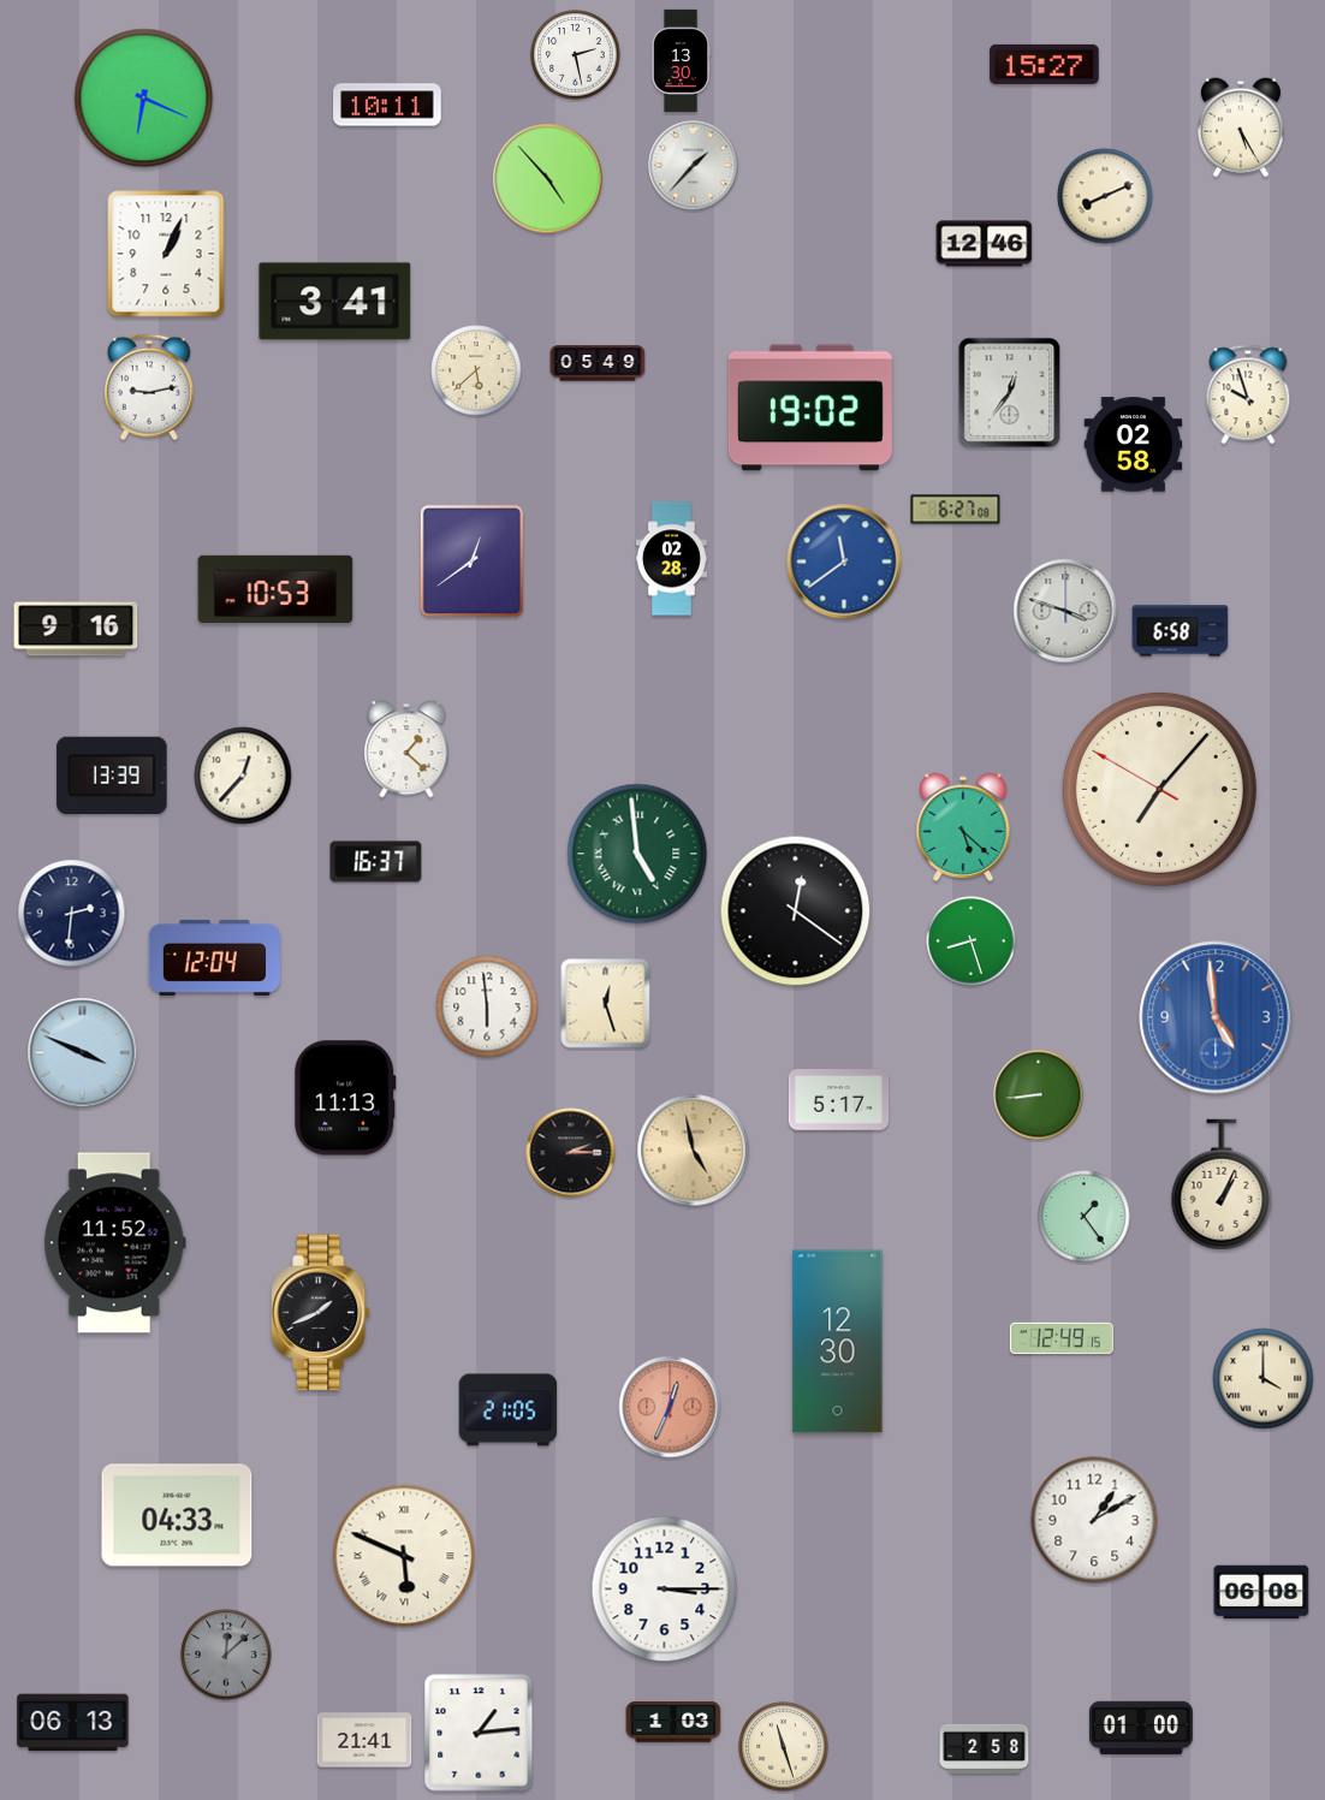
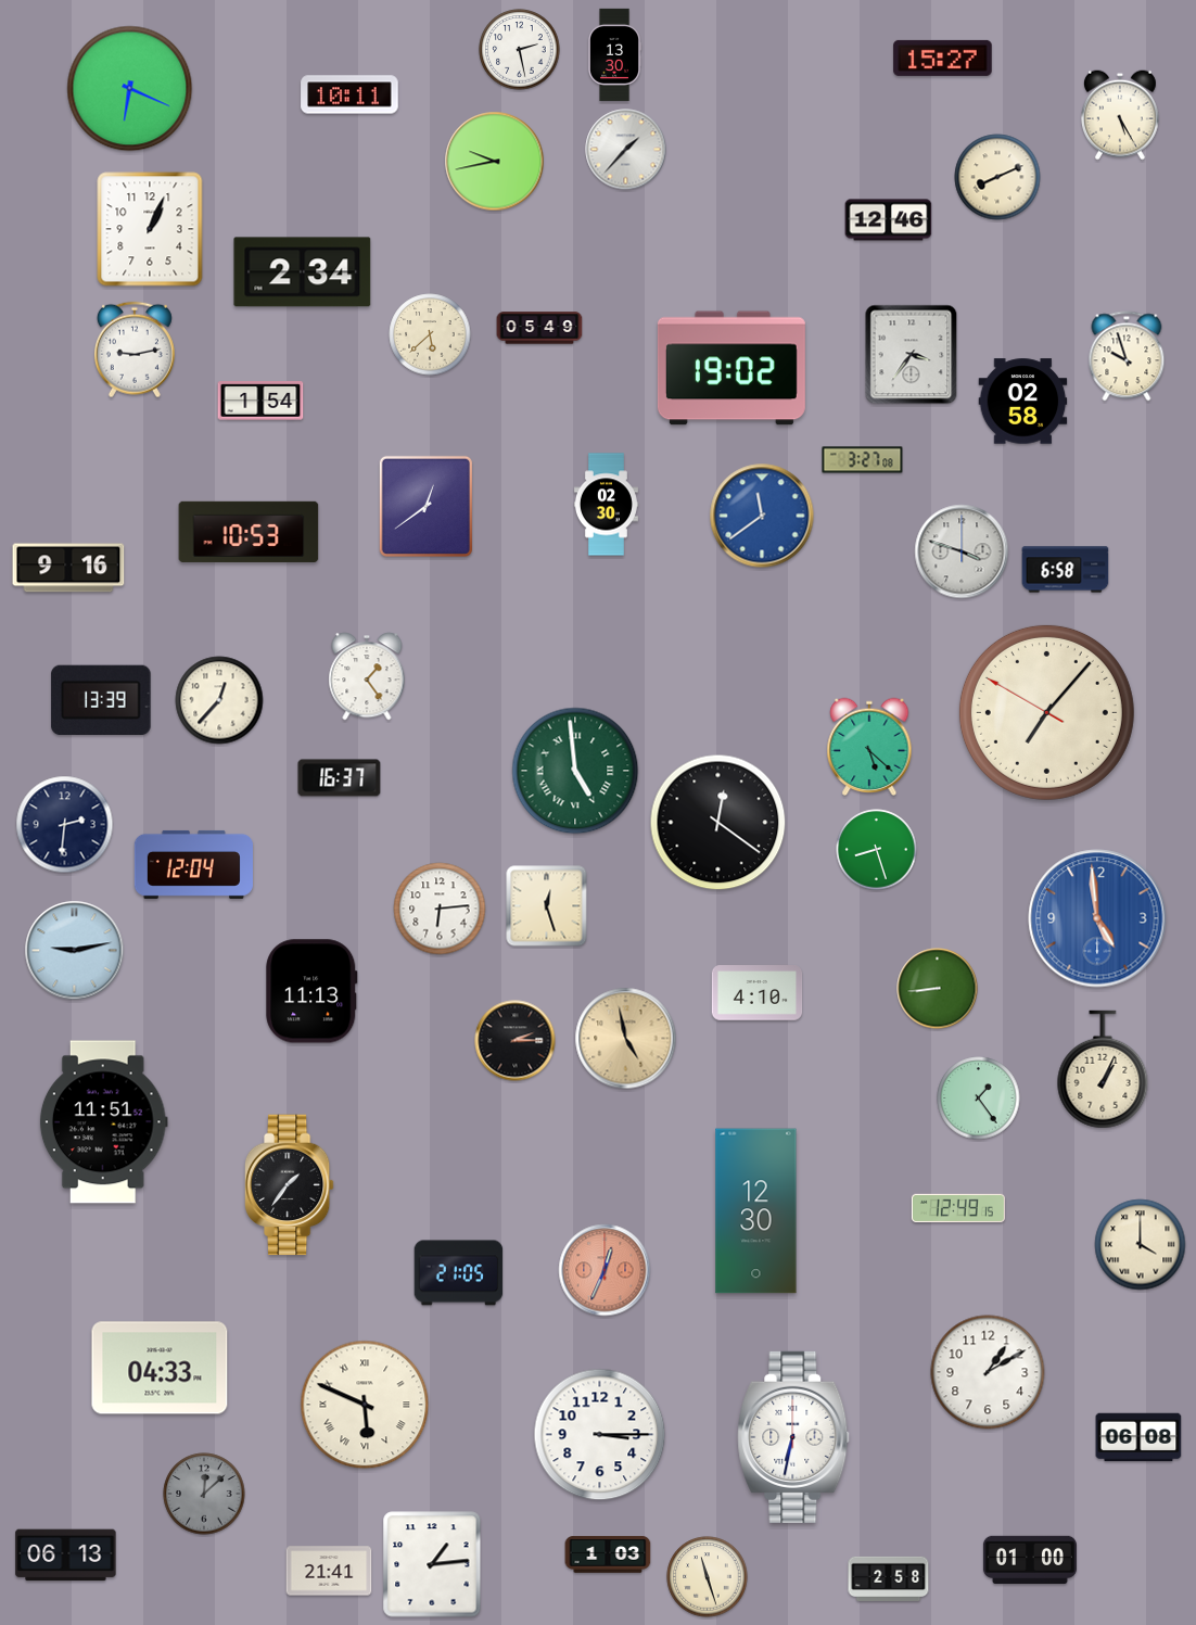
clock at (548, 179): 4:53 -> 9:43
clock at (335, 302): 3:41 -> 2:34
clock at (1010, 393): 12:36 -> 3:36
clock at (260, 401): none -> 1:54
clock at (956, 510): 6:27 -> 3:27
clock at (671, 559): 02:28 -> 02:30
clock at (844, 562) position: (844, 562) -> (762, 516)
clock at (406, 749): 1:22 -> 1:24
clock at (487, 1006): 5:59 -> 6:14
clock at (83, 1053): 3:49 -> 9:13
clock at (839, 1100): 5:17 -> 4:10
clock at (114, 1243): 11:52 -> 11:51
clock at (320, 1313): 1:41 -> 1:36
clock at (793, 1437): none -> 6:32
